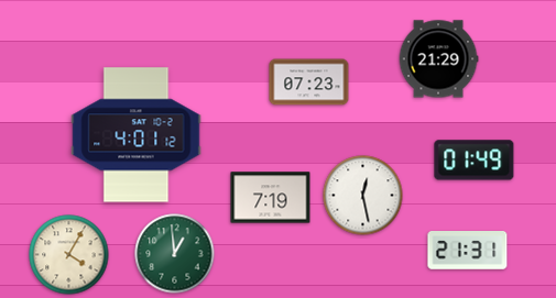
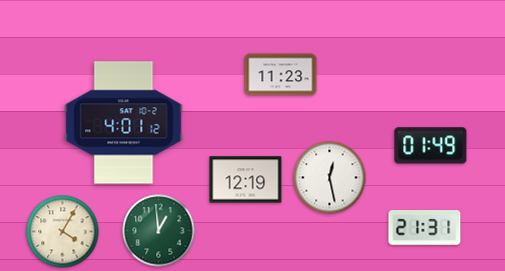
clock at (438, 59): 21:29 -> none
clock at (309, 82): 07:23 -> 11:23
clock at (271, 198): 7:19 -> 12:19
